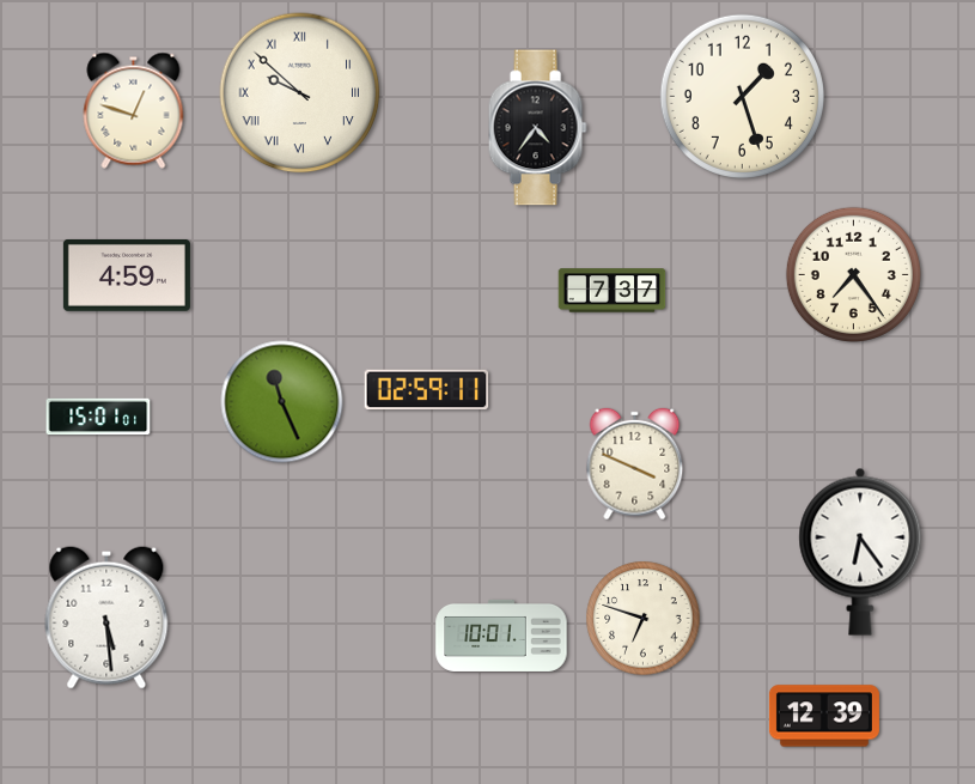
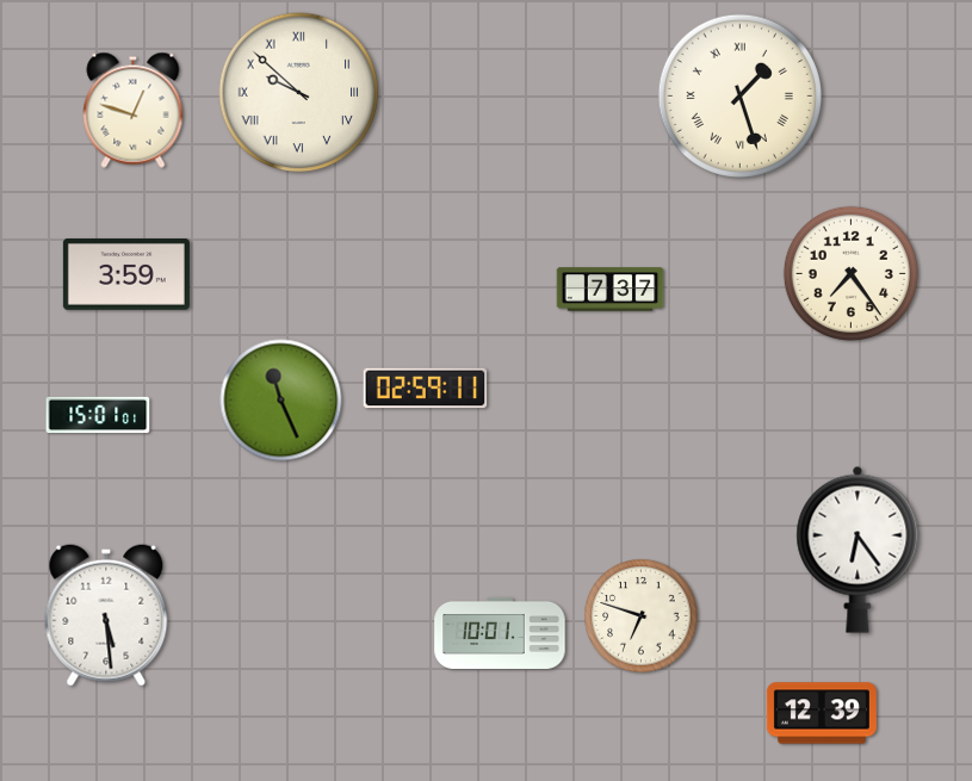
clock at (742, 96) numerals: Arabic -> Roman
clock at (537, 128): 4:36 -> none
clock at (127, 275): 4:59 -> 3:59
clock at (635, 464): 3:49 -> none
